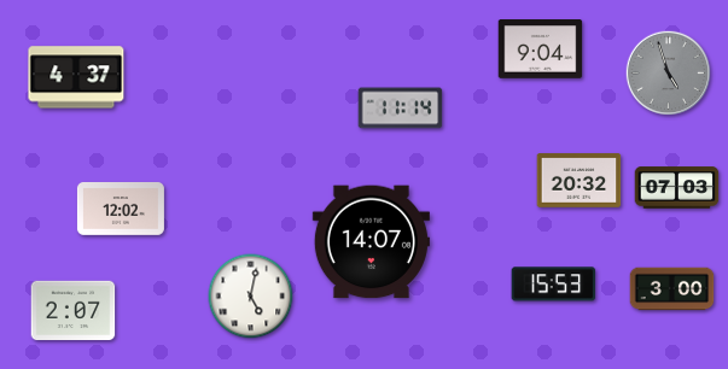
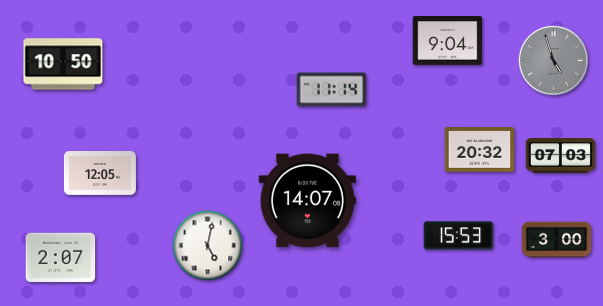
clock at (76, 77): 4:37 -> 10:50
clock at (121, 210): 12:02 -> 12:05
